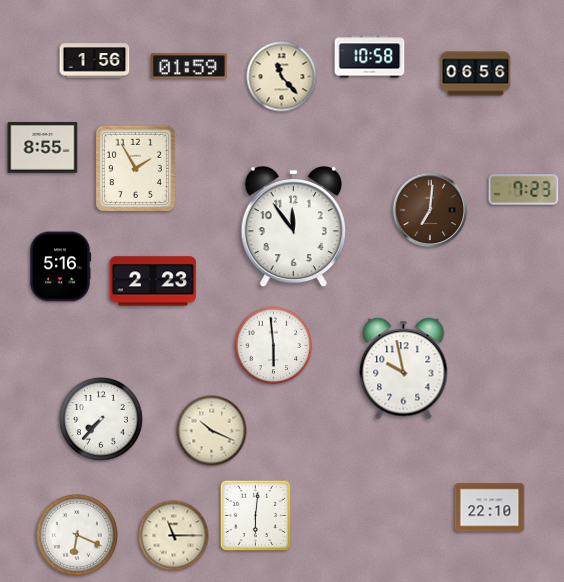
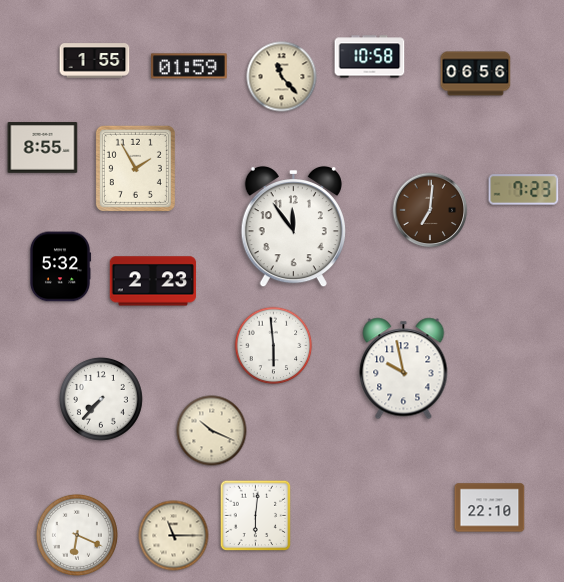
clock at (95, 61): 1:56 -> 1:55
clock at (60, 267): 5:16 -> 5:32
clock at (101, 419) position: (101, 419) -> (101, 399)
